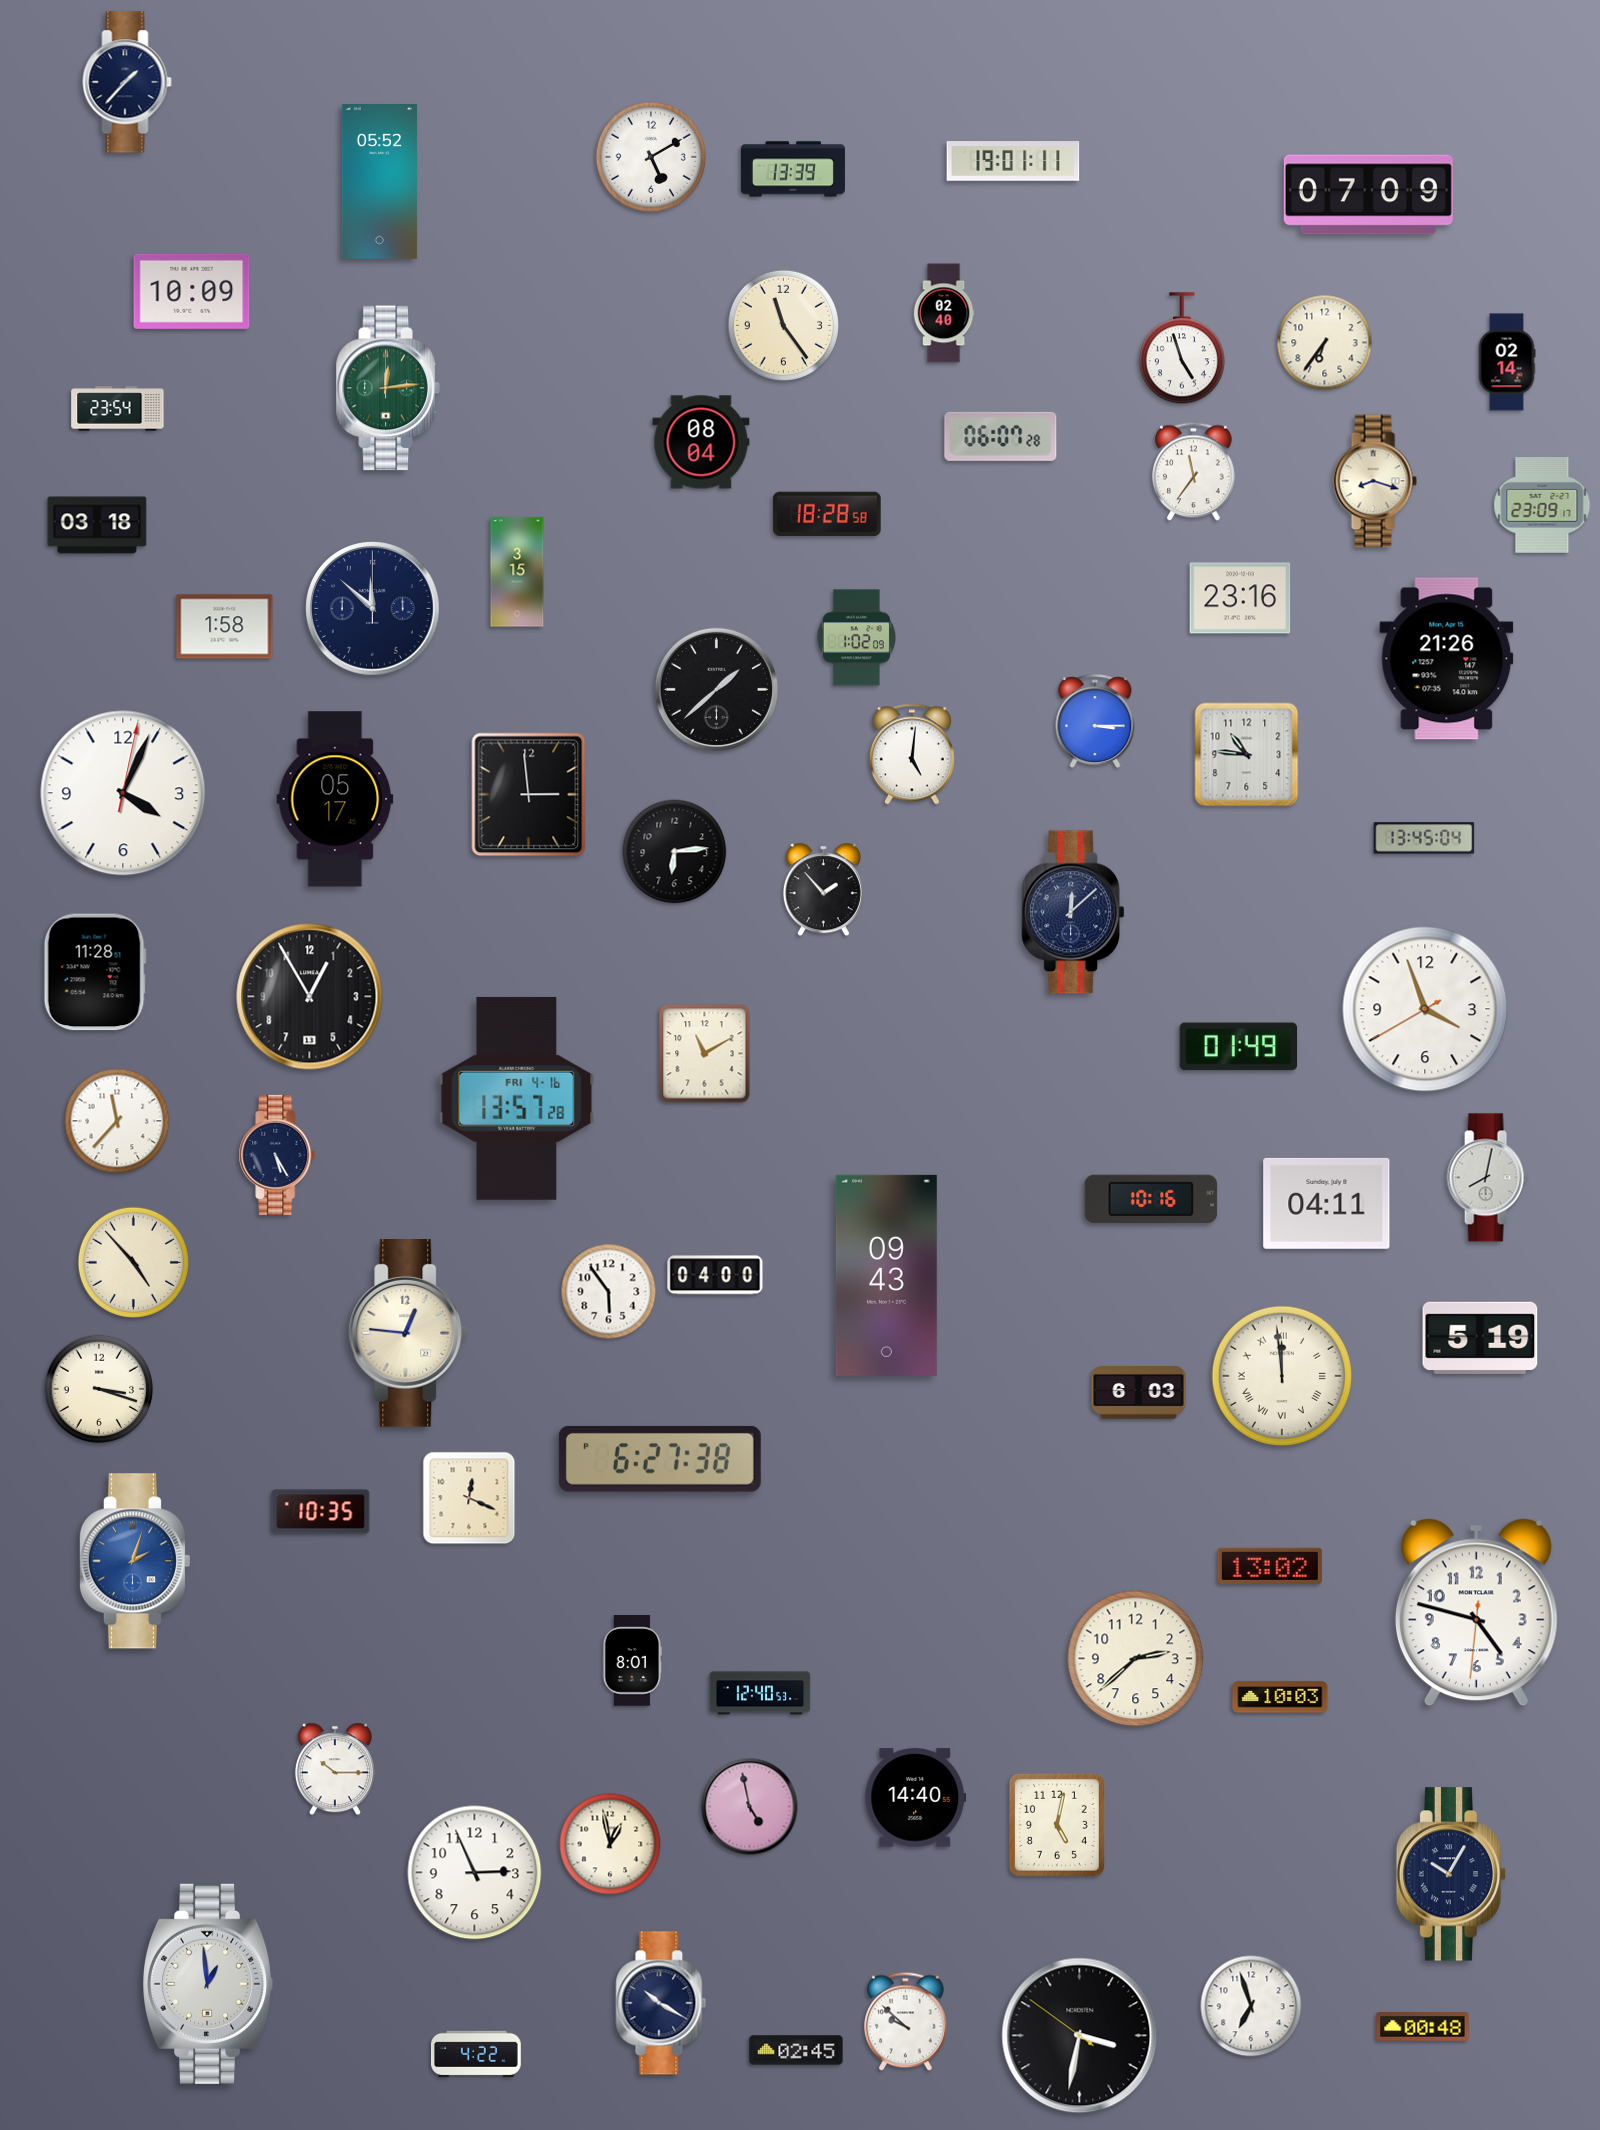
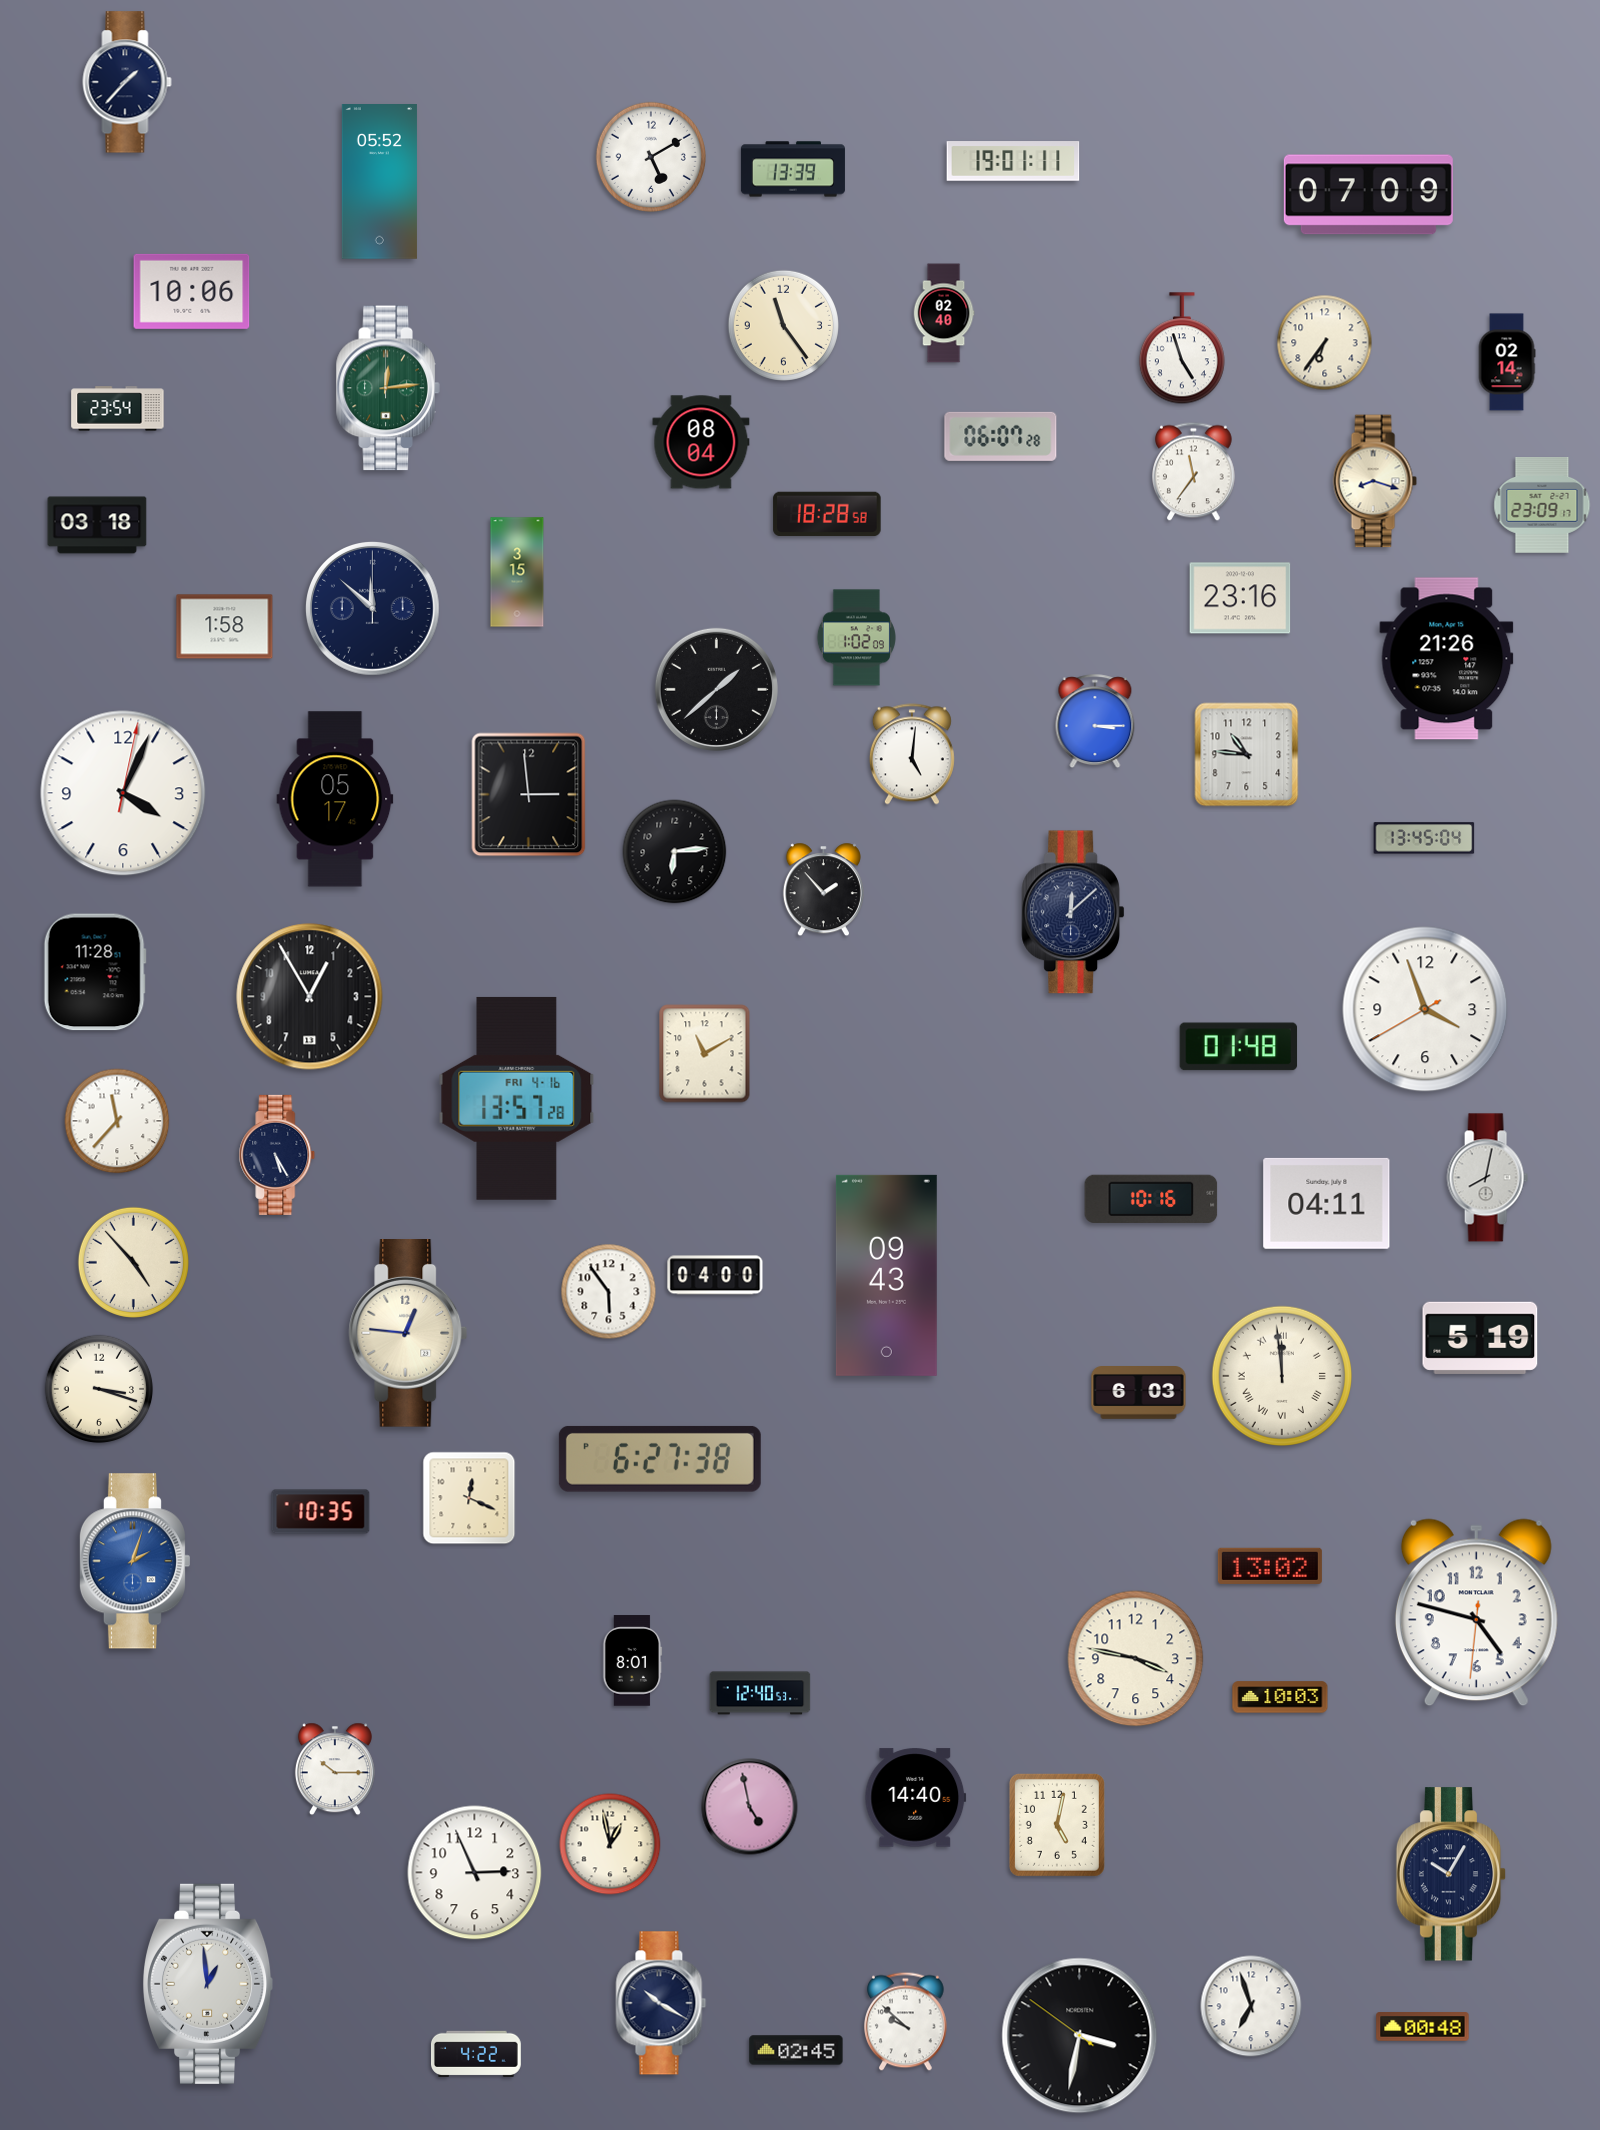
clock at (192, 291): 10:09 -> 10:06
clock at (1239, 1047): 01:49 -> 01:48
clock at (1136, 1659): 2:38 -> 3:47
